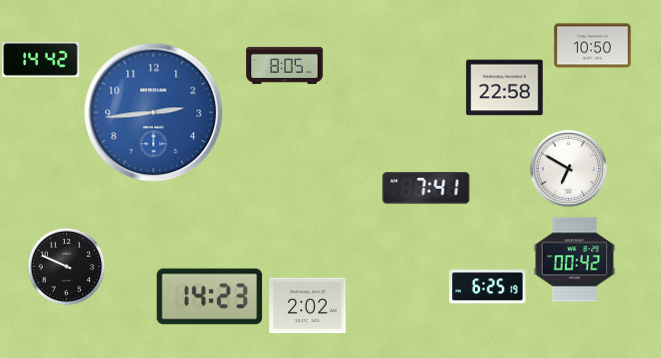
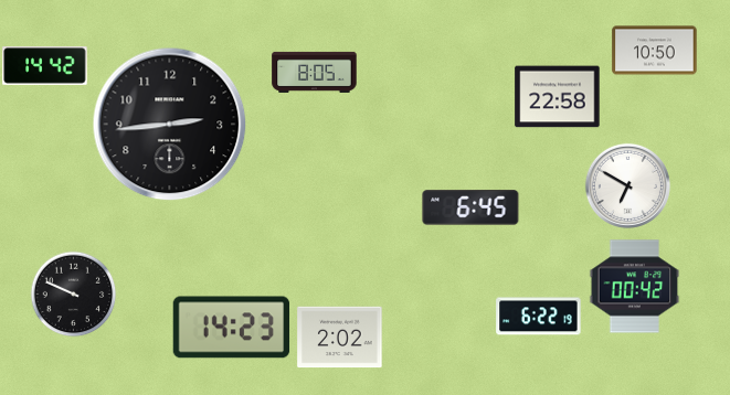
clock at (154, 113) dial: blue -> black
clock at (426, 188): 7:41 -> 6:45
clock at (488, 287): 6:25 -> 6:22
